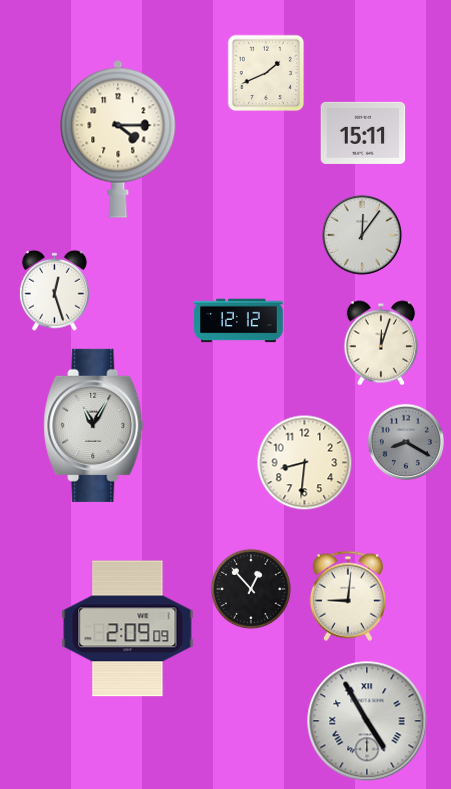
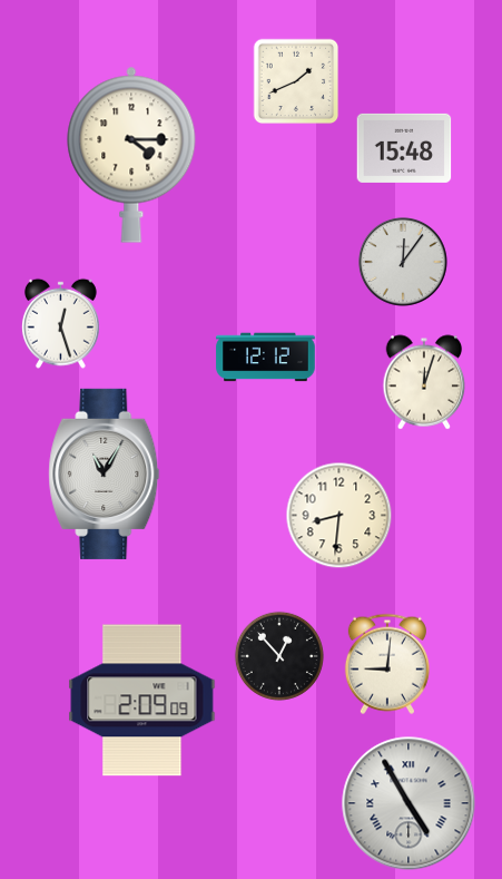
clock at (363, 133): 15:11 -> 15:48
clock at (406, 442): 8:20 -> none
